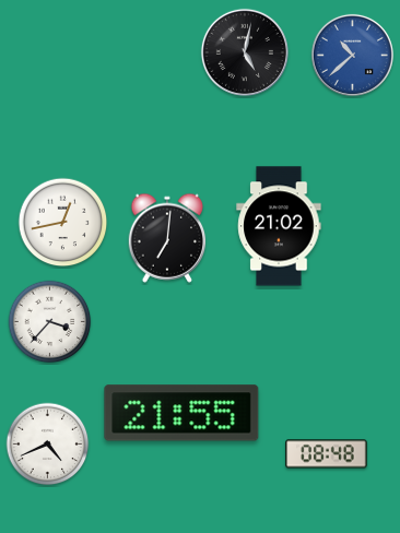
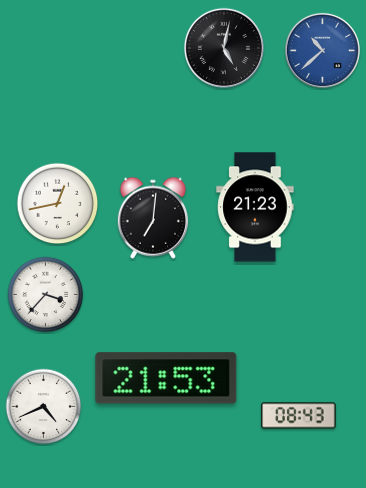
clock at (279, 226): 21:02 -> 21:23
clock at (181, 413): 21:55 -> 21:53
clock at (327, 454): 08:48 -> 08:43
